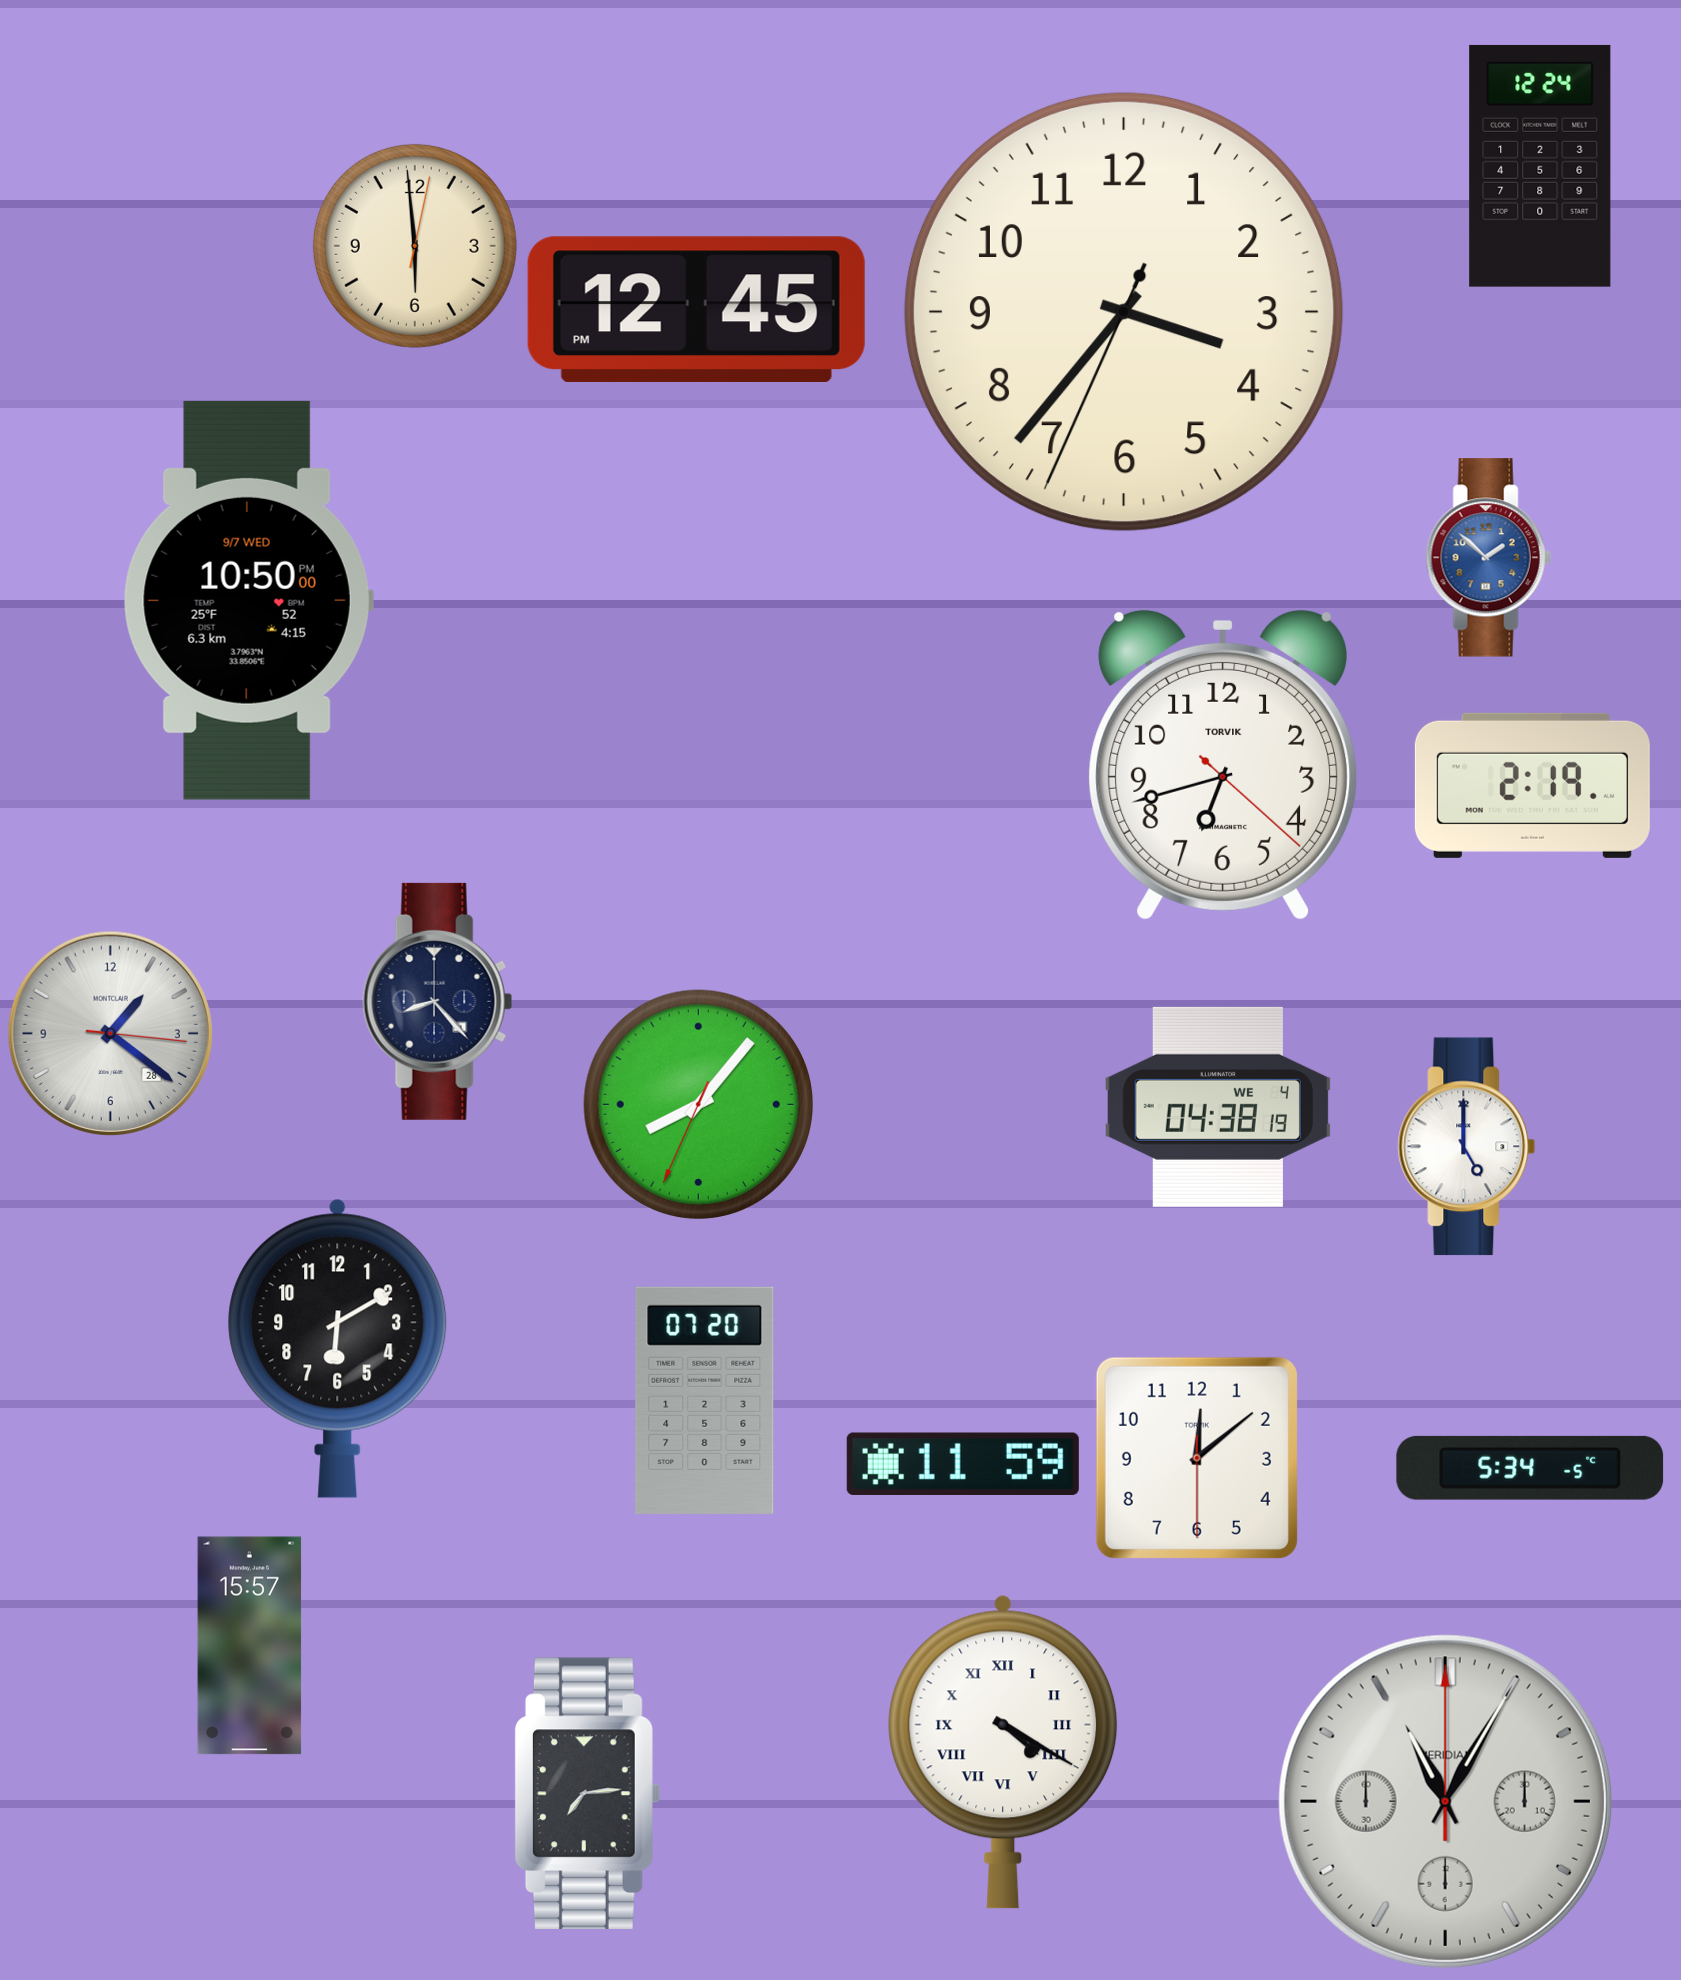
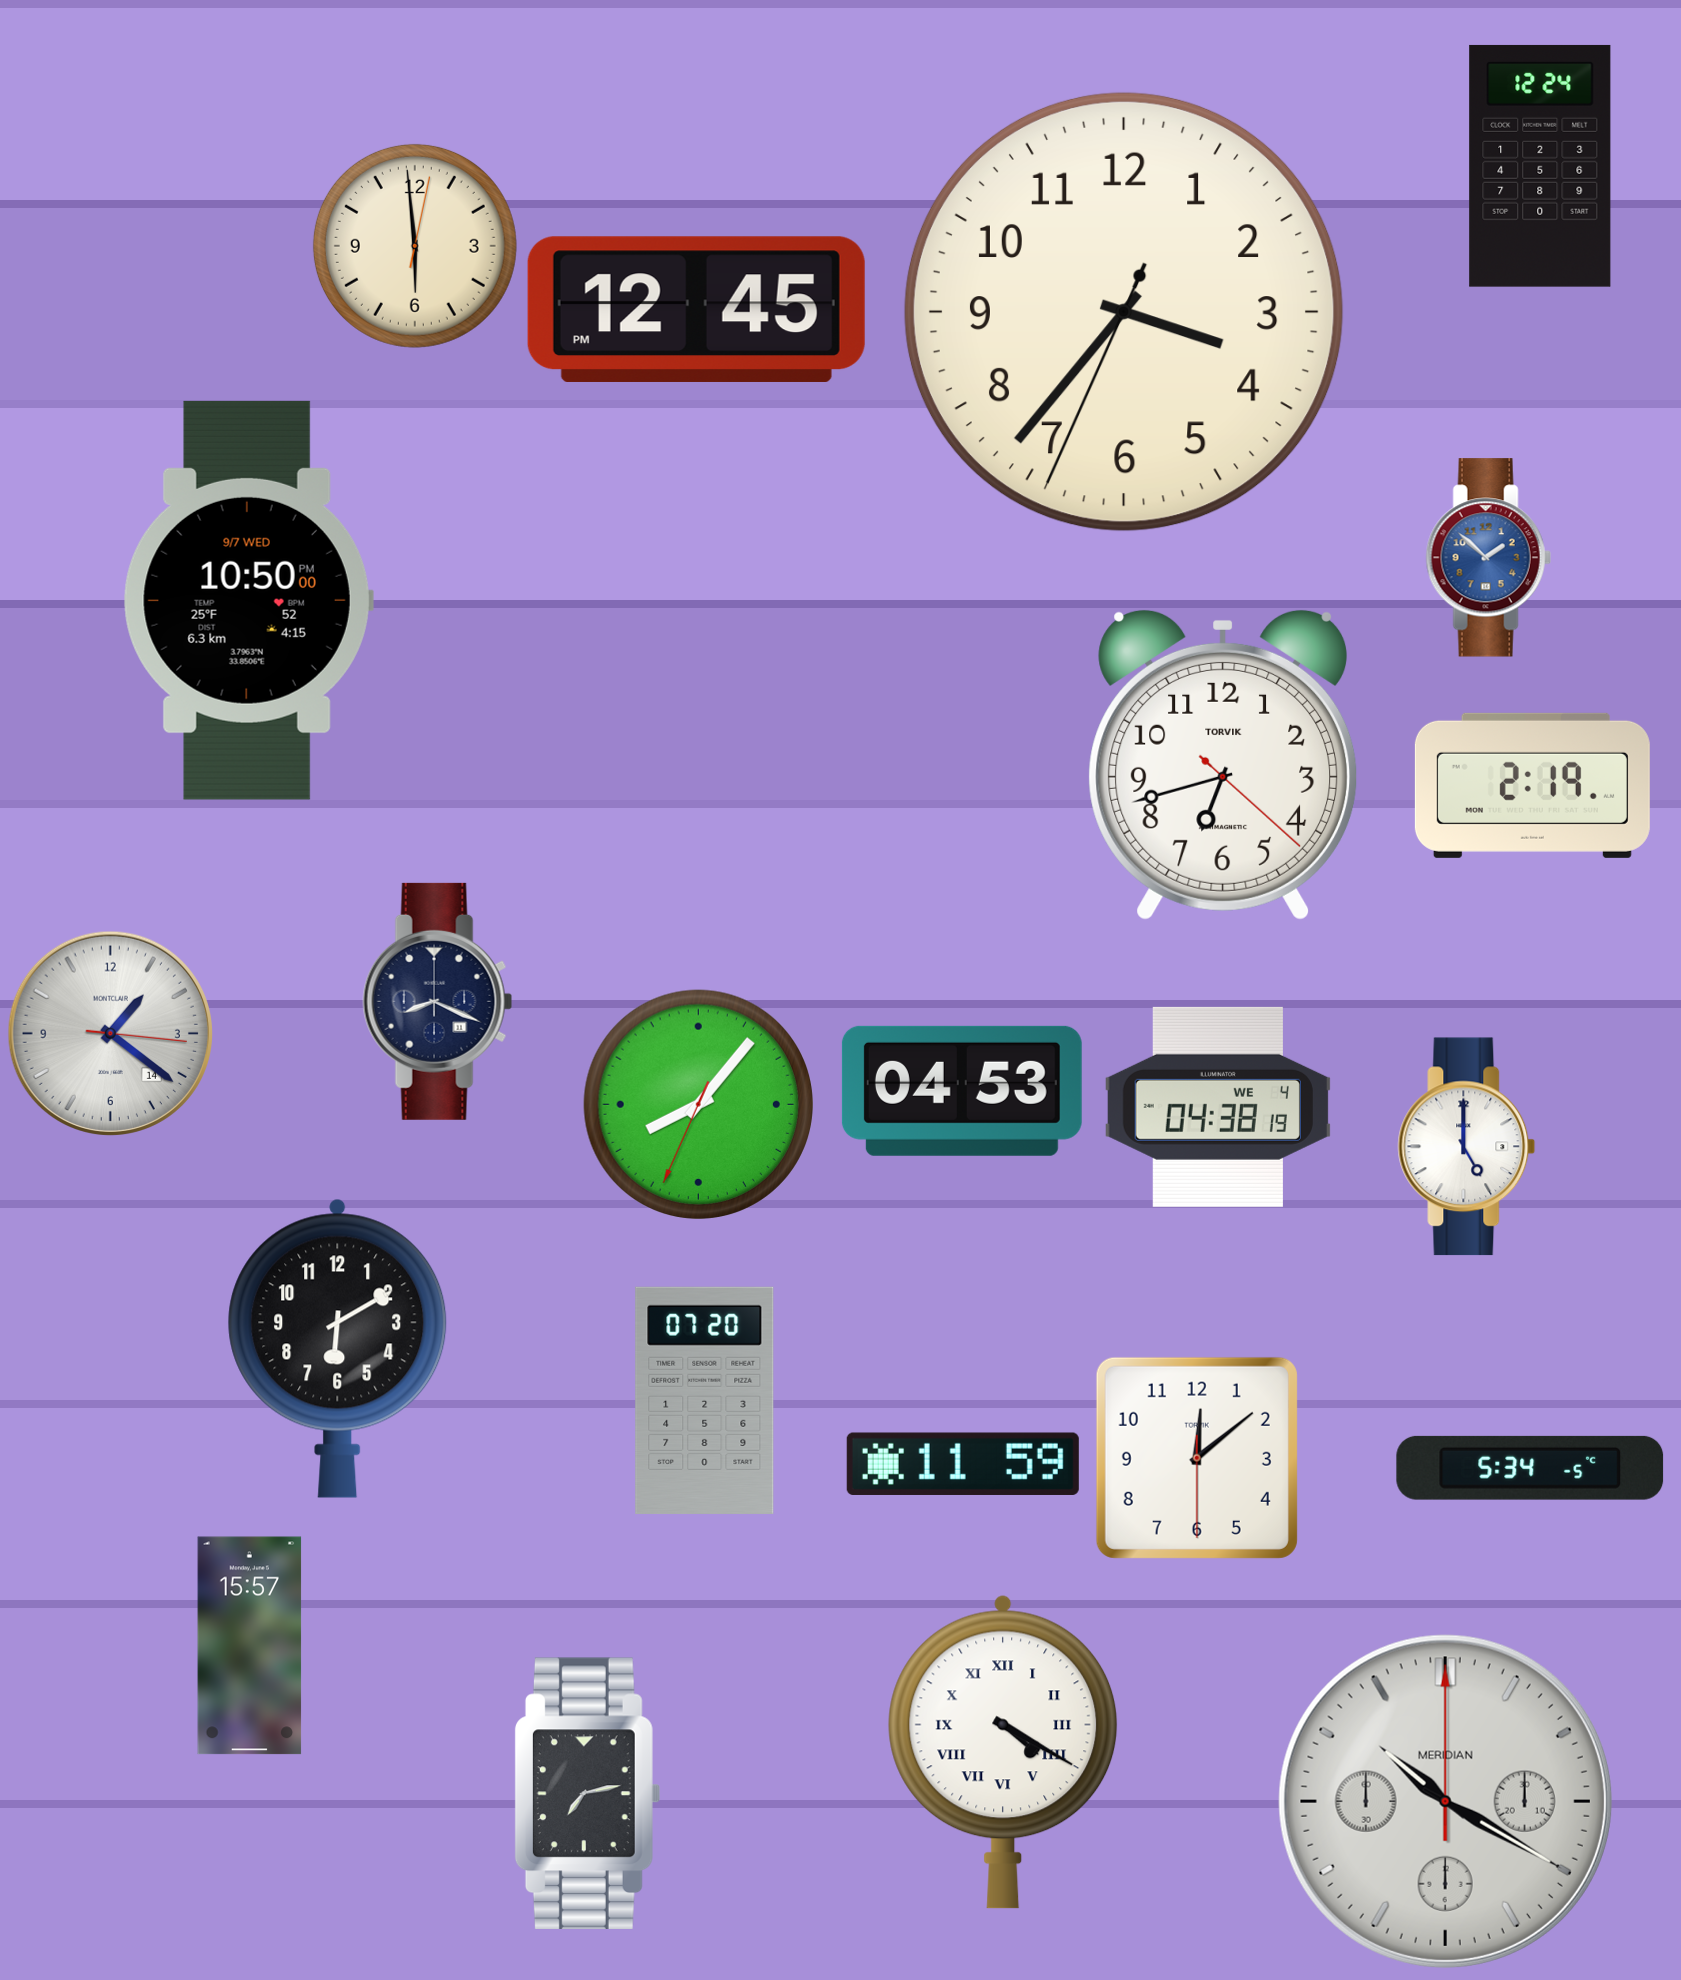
clock at (438, 1001): 8:23 -> 8:19
clock at (110, 1033) date: 28 -> 14
clock at (962, 1091): none -> 04:53
clock at (587, 1793): 7:14 -> 7:13
clock at (1445, 1801): 11:05 -> 10:20
